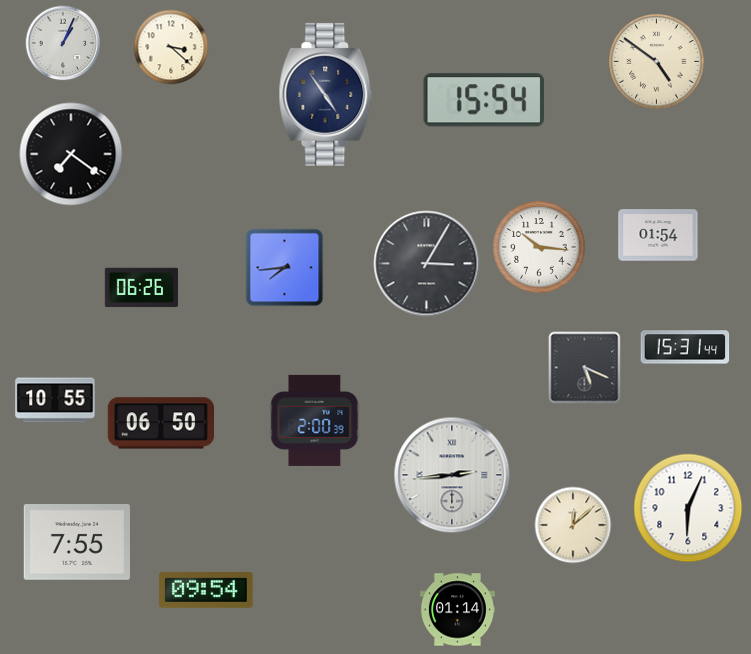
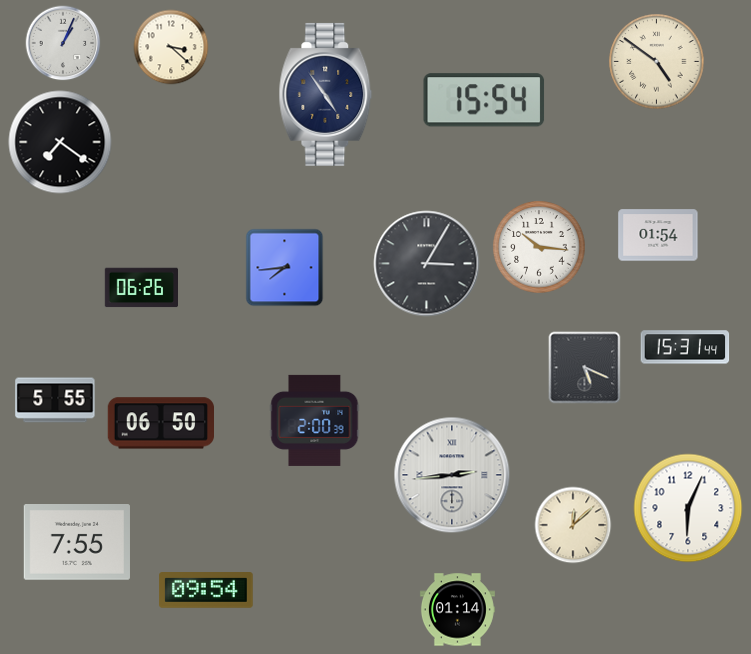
clock at (71, 154) position: (71, 154) -> (60, 142)
clock at (55, 400): 10:55 -> 5:55
